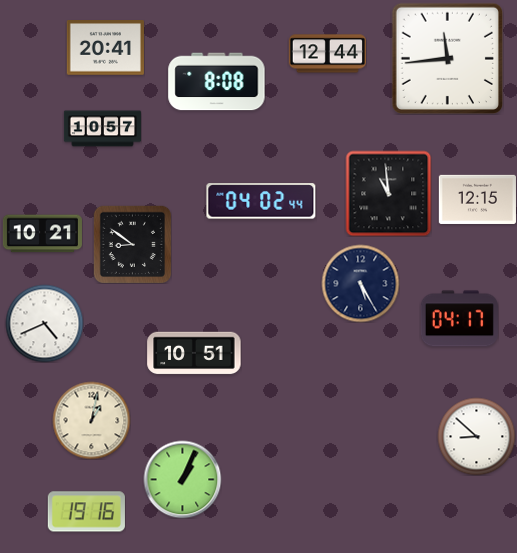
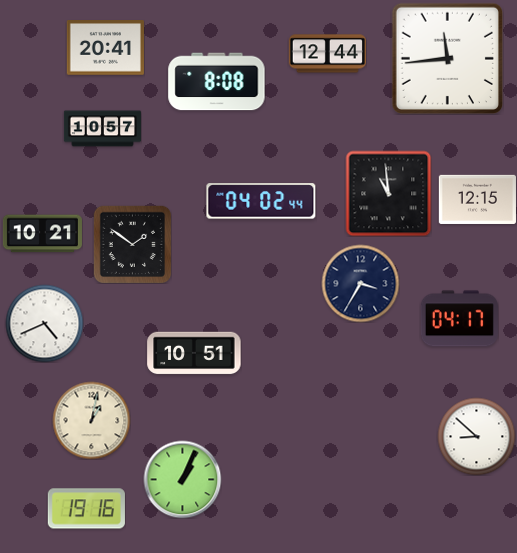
clock at (132, 244): 8:51 -> 1:51
clock at (360, 283): 5:25 -> 3:35
clock at (86, 512) position: (86, 512) -> (86, 509)
